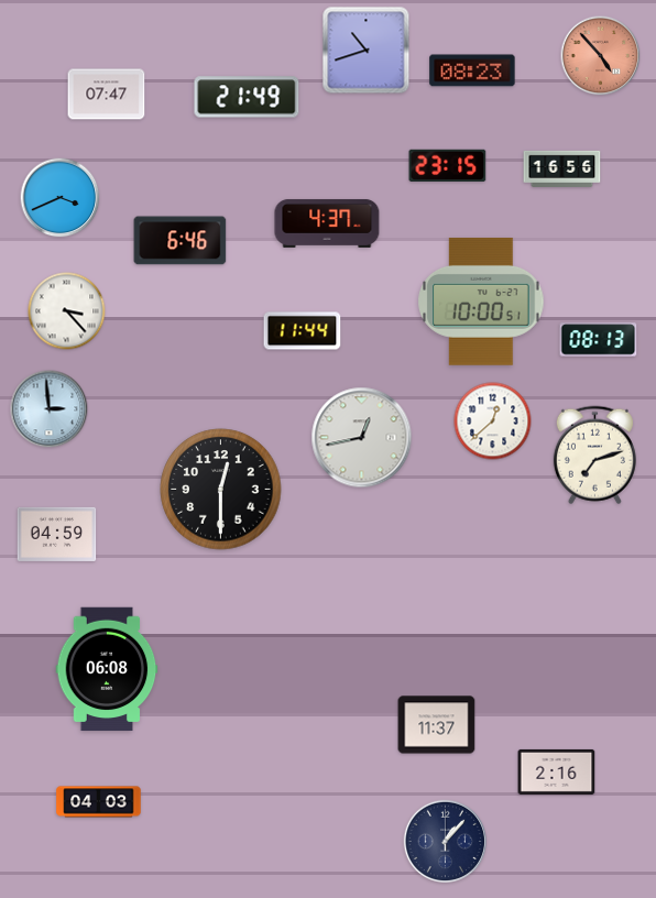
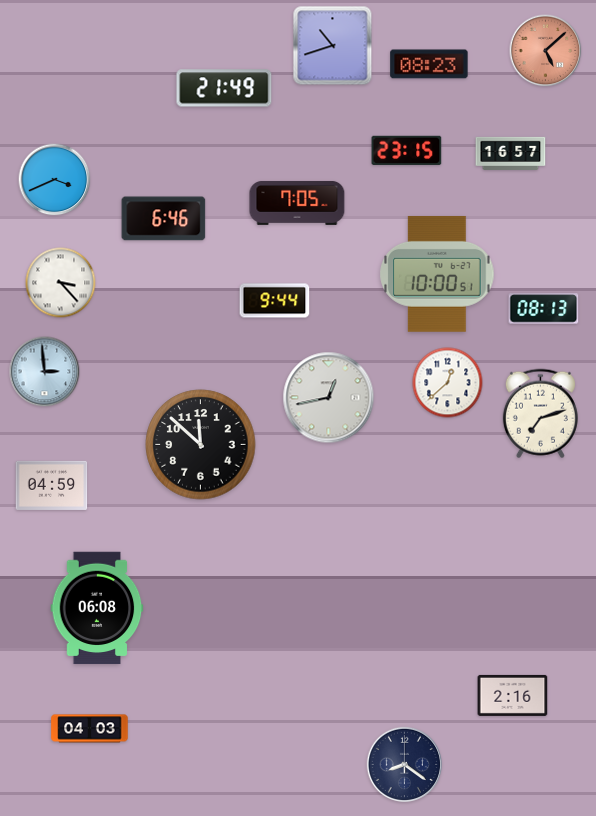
clock at (601, 56): 4:53 -> 5:08
clock at (107, 95): 07:47 -> none
clock at (562, 168): 16:56 -> 16:57
clock at (327, 223): 4:37 -> 7:05
clock at (303, 331): 11:44 -> 9:44
clock at (221, 490): 12:30 -> 11:52
clock at (437, 725): 11:37 -> none
clock at (557, 771) position: (557, 771) -> (513, 695)
clock at (446, 842): 1:07 -> 8:21
